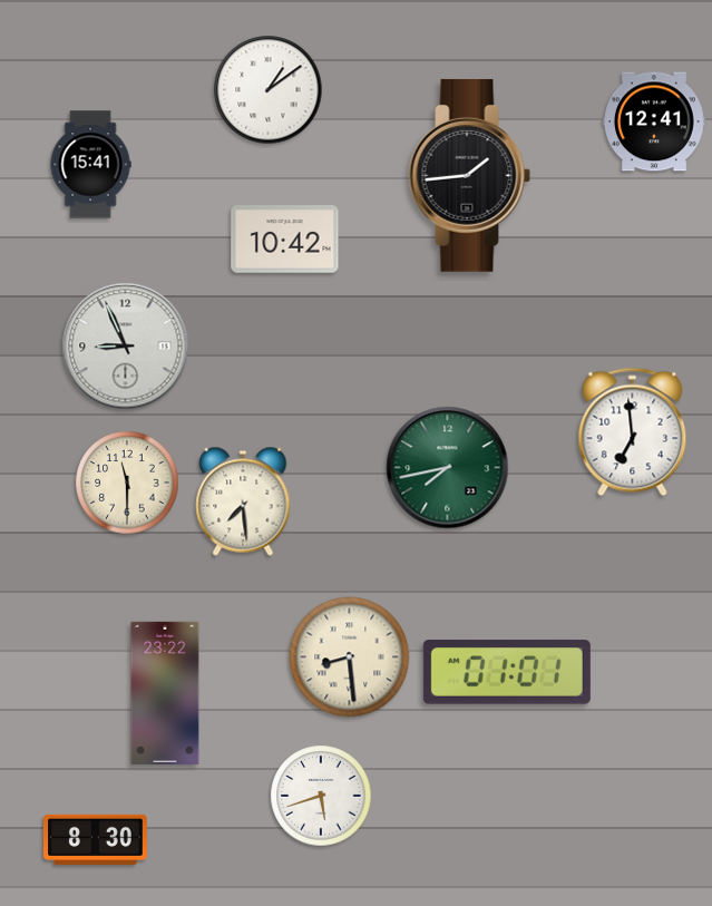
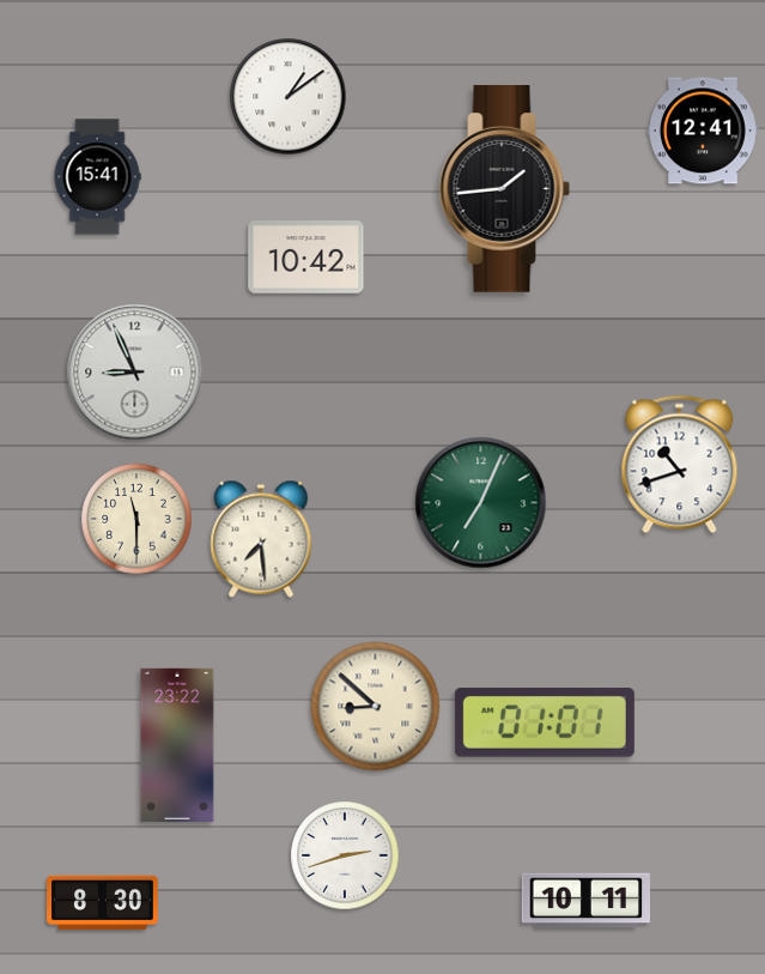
clock at (633, 432): 6:59 -> 10:42
clock at (448, 468): 7:43 -> 7:04
clock at (350, 657): 8:29 -> 8:52
clock at (321, 796): 5:42 -> 2:42
clock at (585, 901): none -> 10:11
